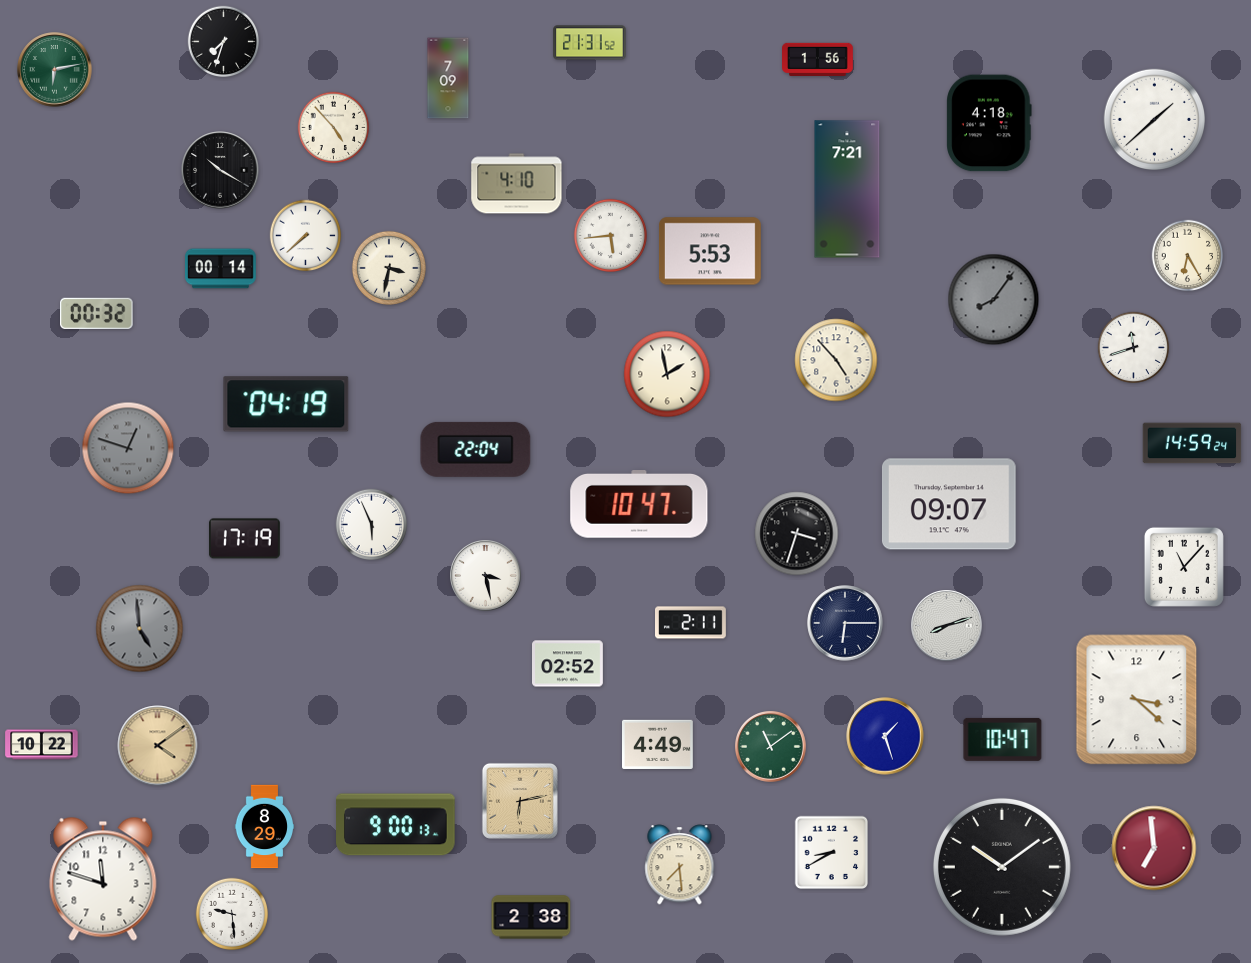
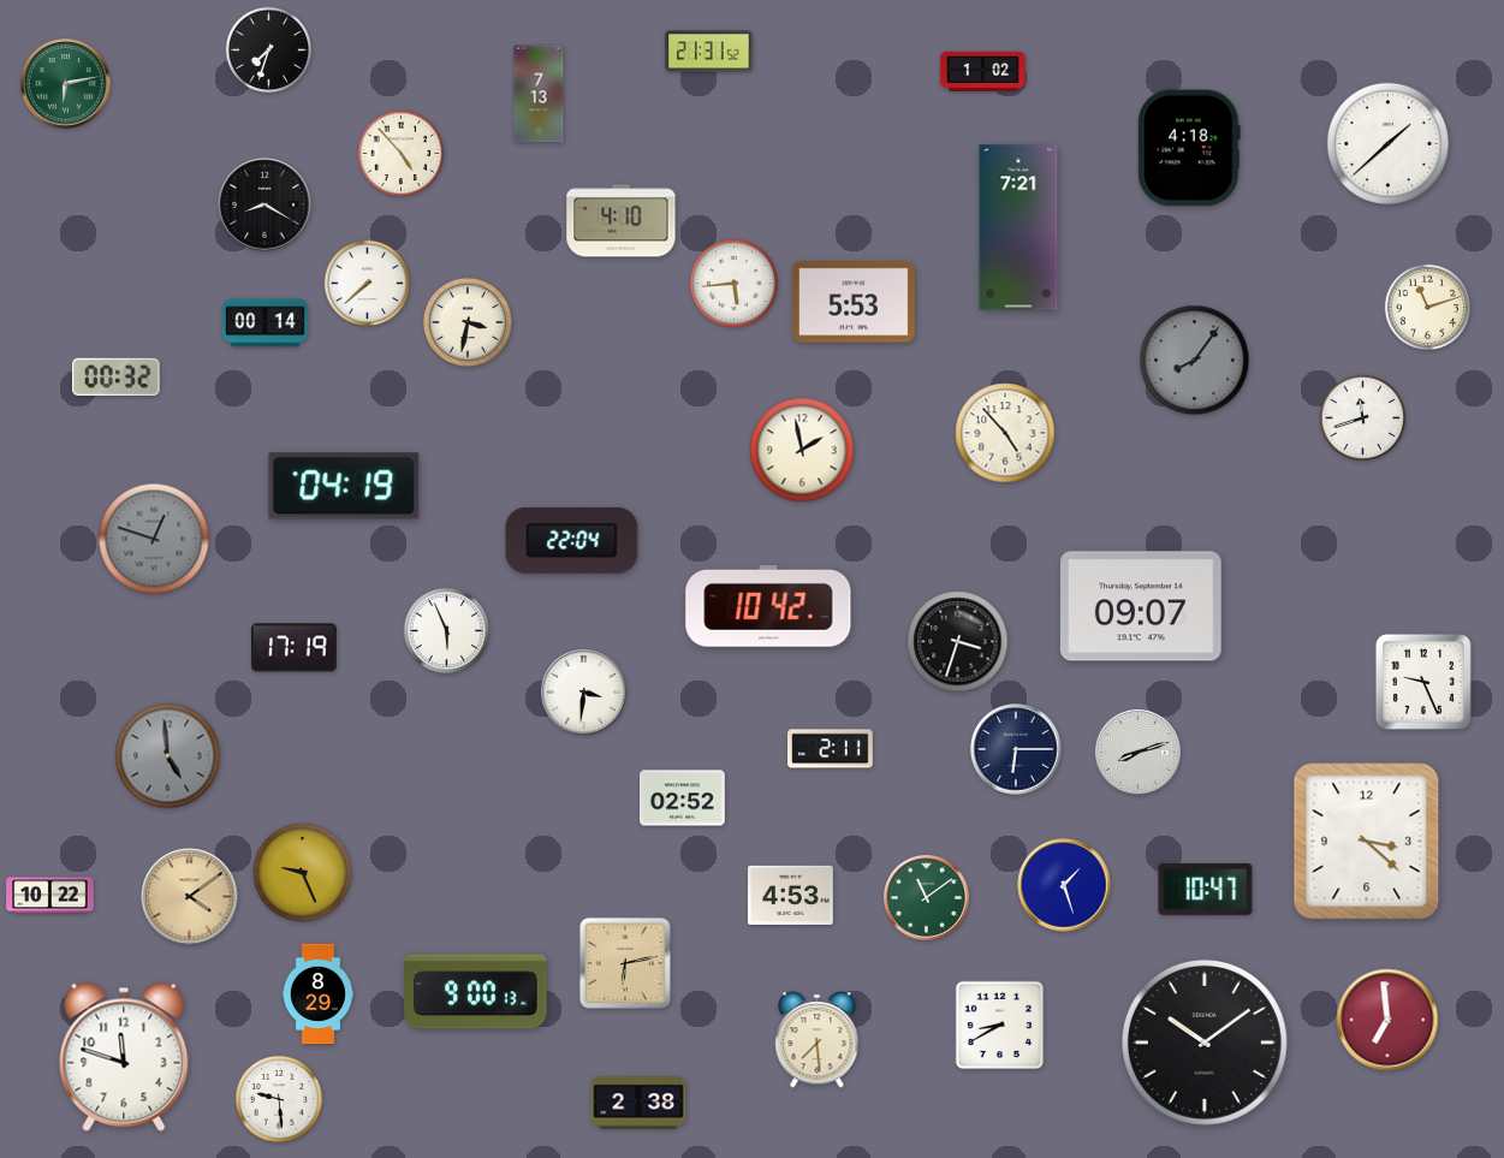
clock at (818, 59): 1:56 -> 1:02
clock at (448, 78): 7:09 -> 7:13
clock at (220, 170): 10:20 -> 8:20
clock at (1188, 256): 6:25 -> 11:12
clock at (1192, 443): 14:59 -> none
clock at (639, 505): 10:47 -> 10:42
clock at (1184, 567): 11:07 -> 9:26
clock at (486, 576): 3:28 -> 3:31
clock at (303, 873): none -> 9:26
clock at (658, 744): 4:49 -> 4:53
